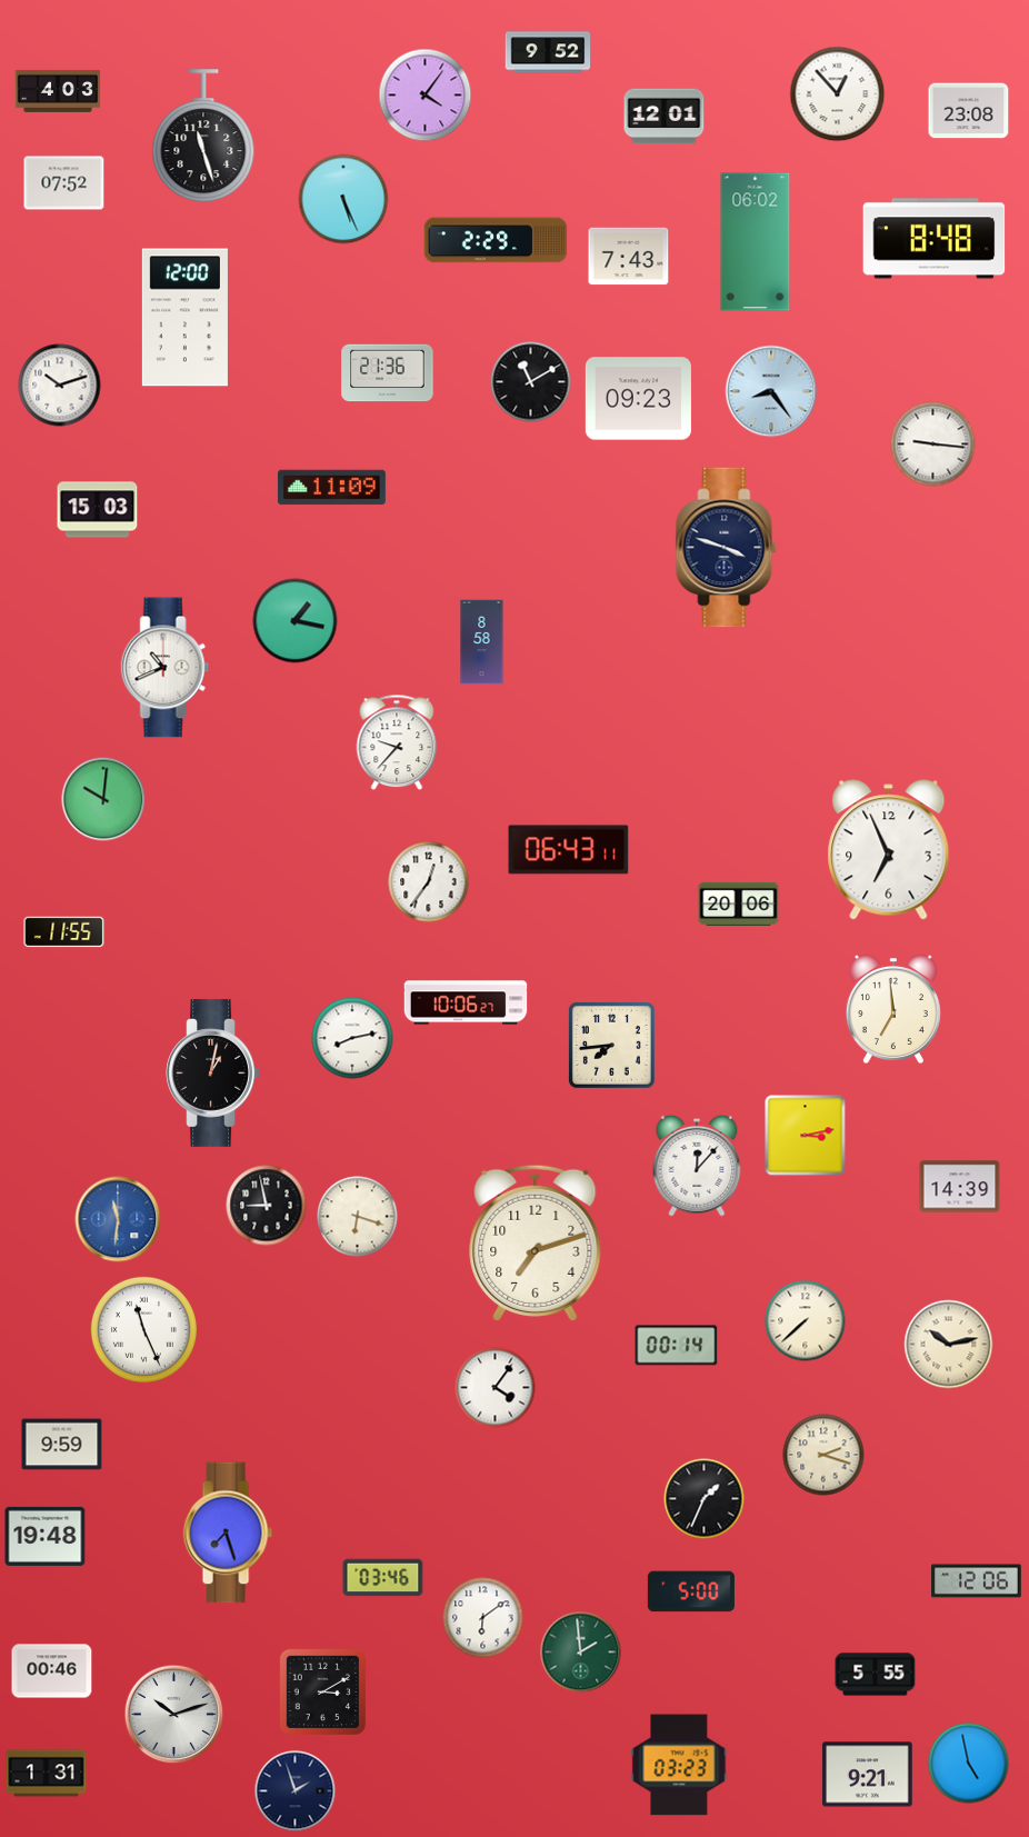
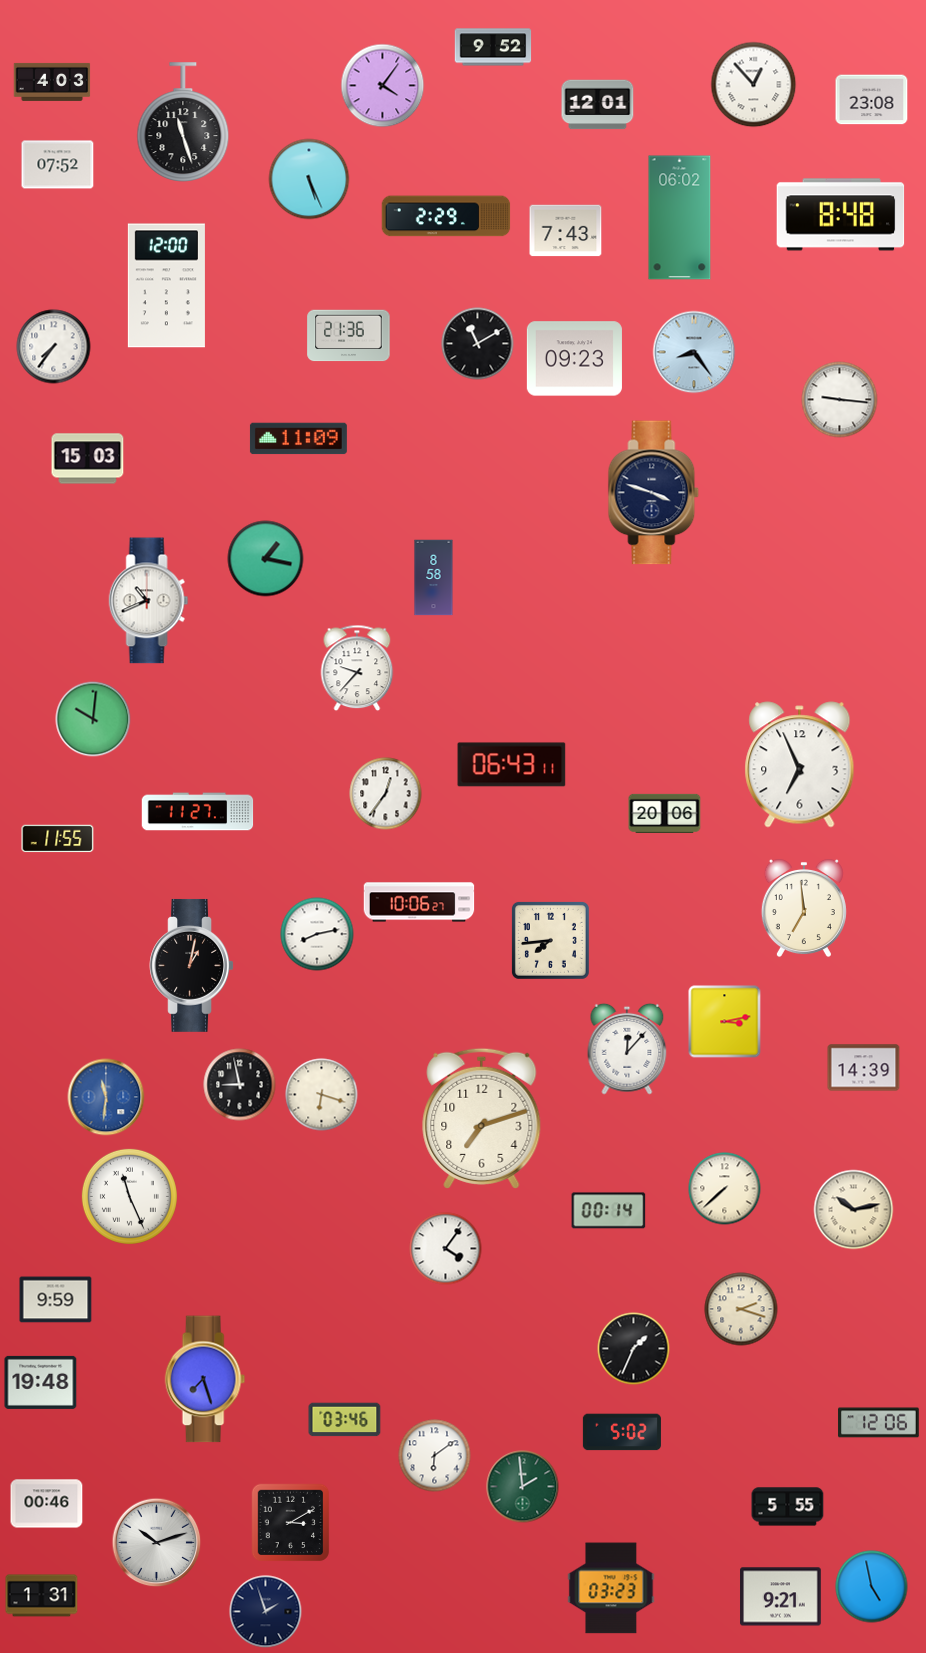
clock at (60, 386): 10:12 -> 7:36
clock at (198, 812): none -> 11:27
clock at (691, 1591): 5:00 -> 5:02
